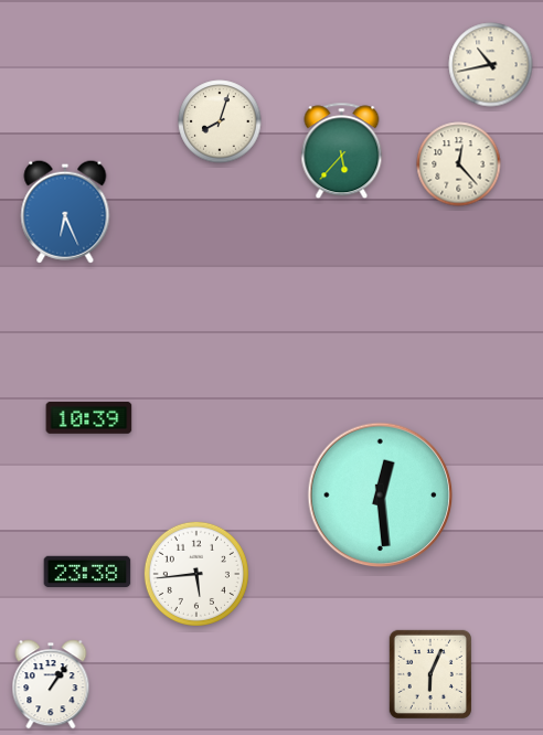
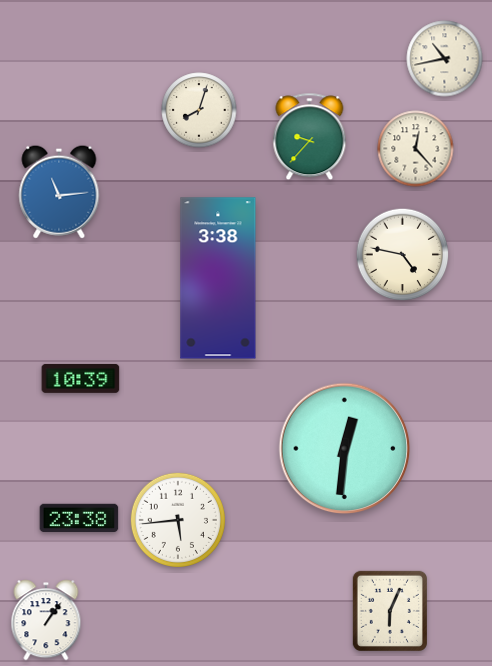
clock at (342, 151): 5:37 -> 9:37
clock at (65, 212): 6:26 -> 11:14
clock at (403, 255): none -> 4:47
clock at (218, 278): none -> 3:38
clock at (381, 496): 12:29 -> 12:31
